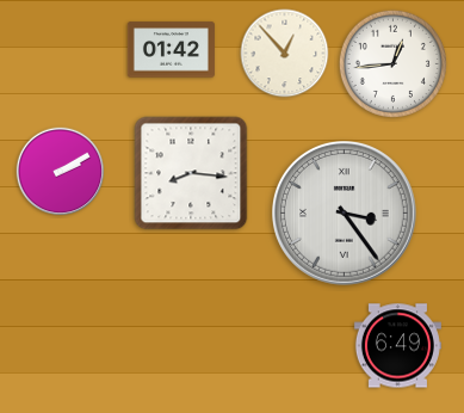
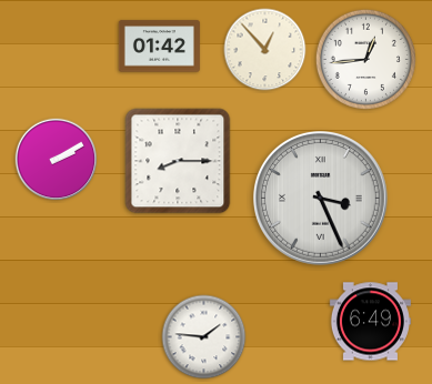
clock at (191, 173): 8:16 -> 8:15
clock at (345, 214): 3:24 -> 3:26
clock at (204, 337): none -> 1:46
